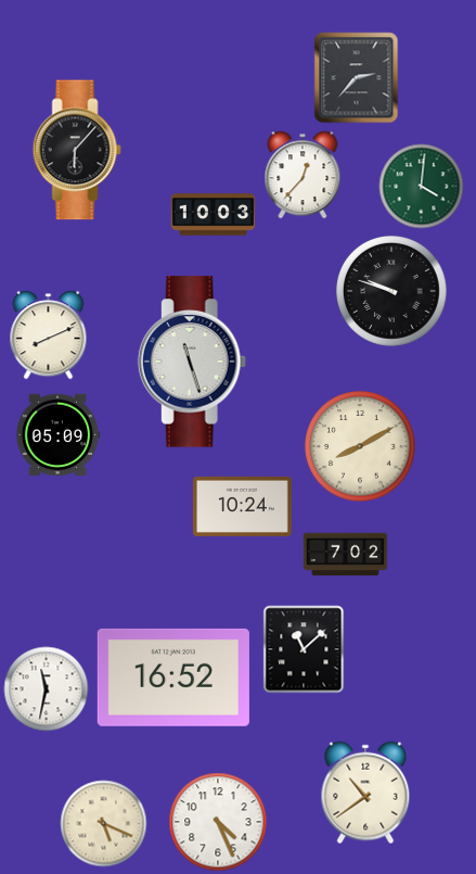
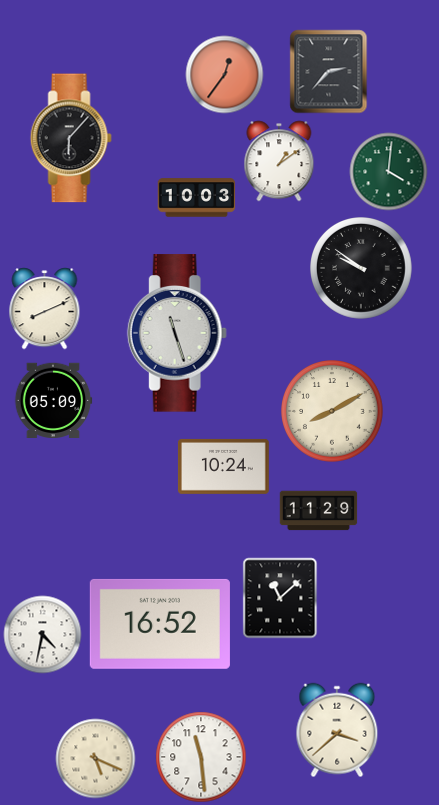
clock at (224, 74): none -> 12:36
clock at (303, 175): 12:37 -> 1:09
clock at (393, 292): 9:48 -> 9:51
clock at (345, 555): 7:02 -> 11:29
clock at (46, 688): 11:32 -> 4:32
clock at (365, 793): 10:39 -> 3:38
clock at (218, 822): 4:26 -> 11:29
